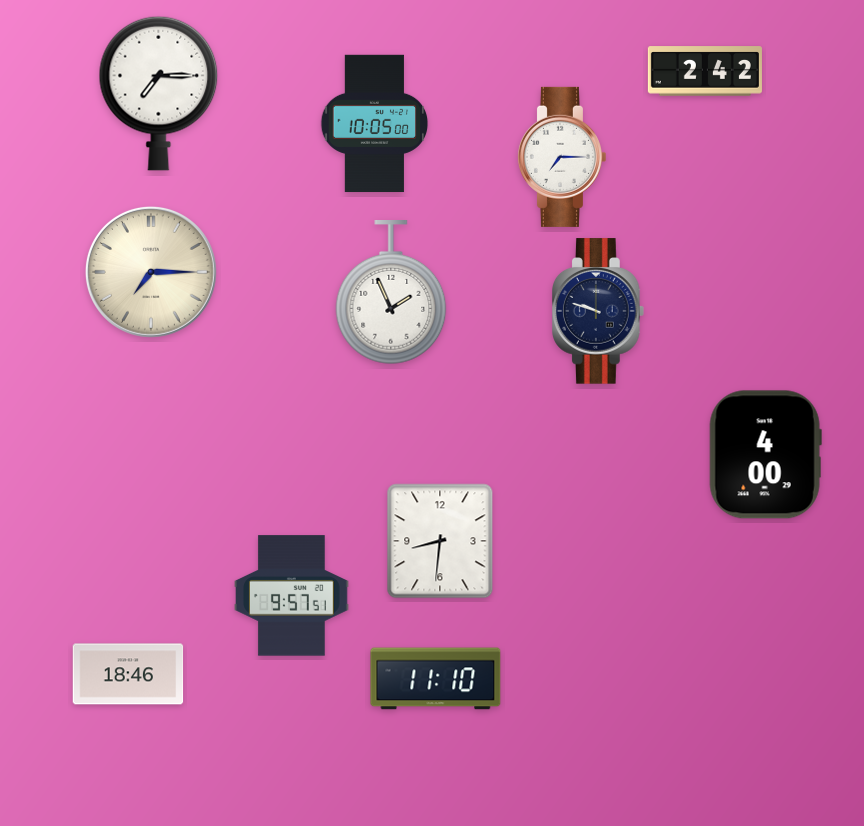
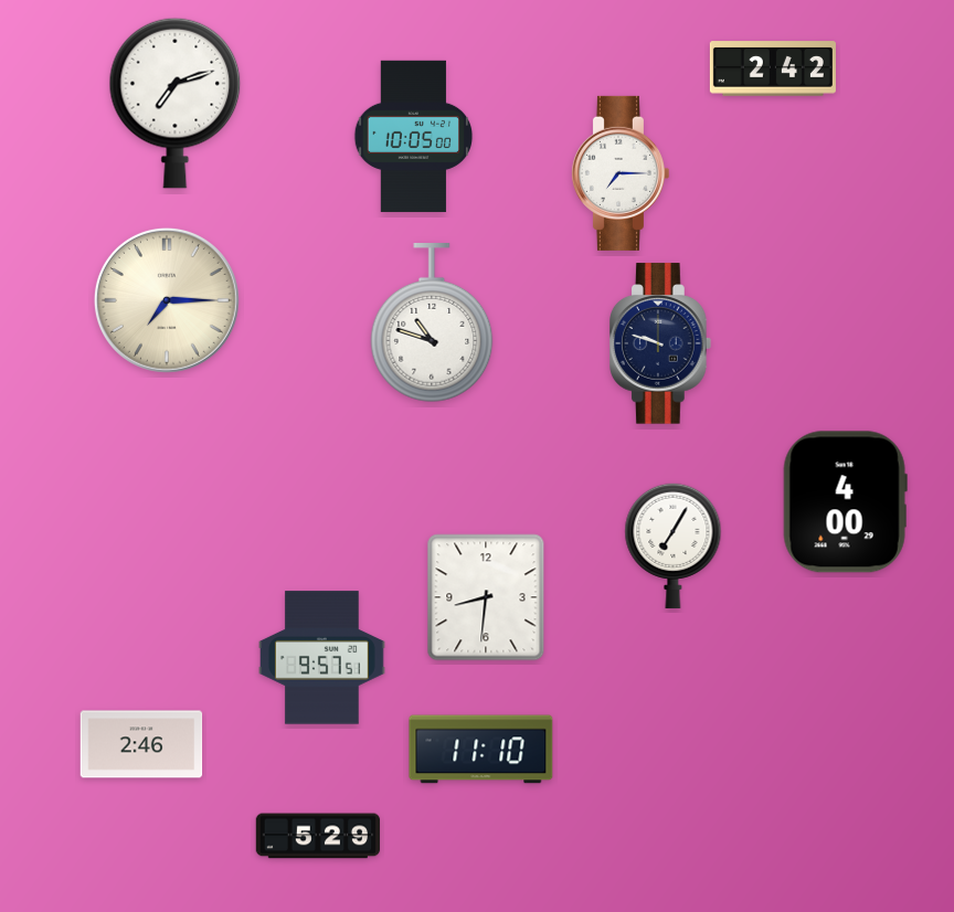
clock at (705, 71) position: (705, 71) -> (773, 68)
clock at (159, 93): 7:15 -> 7:12
clock at (391, 293): 1:56 -> 10:48
clock at (674, 545): none -> 7:05
clock at (128, 674): 18:46 -> 2:46
clock at (317, 836): none -> 5:29
